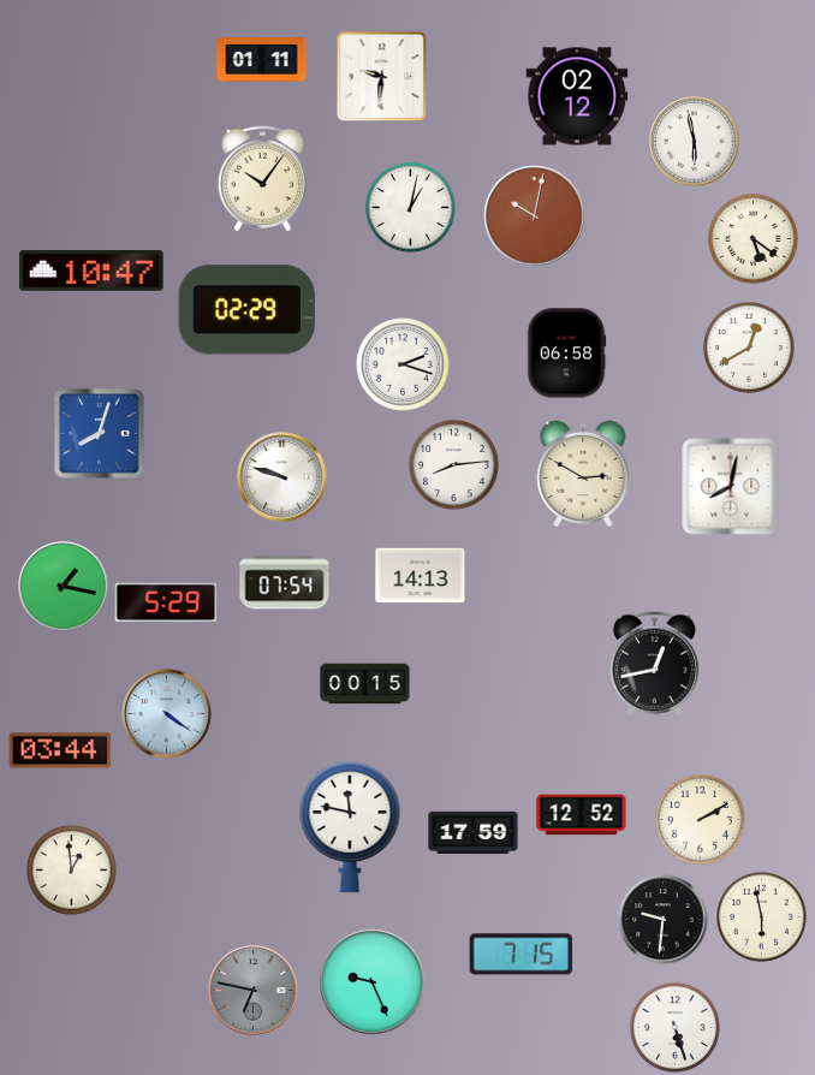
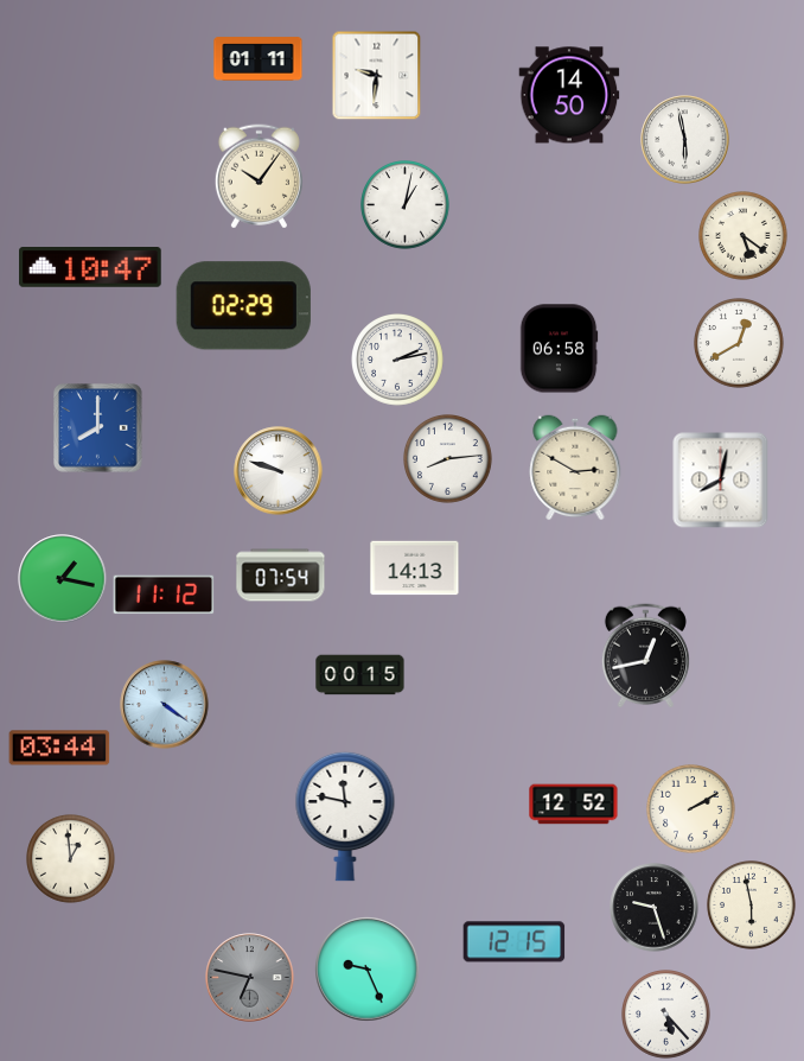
clock at (577, 96): 02:12 -> 14:50
clock at (535, 216): 10:02 -> none
clock at (403, 364): 2:18 -> 2:13
clock at (100, 434): 8:03 -> 8:00
clock at (166, 602): 5:29 -> 11:12
clock at (60, 750) position: (60, 750) -> (59, 748)
clock at (474, 832): 17:59 -> none
clock at (664, 920): 9:31 -> 9:27
clock at (522, 955): 7:15 -> 12:15
clock at (676, 1028): 5:27 -> 5:23
